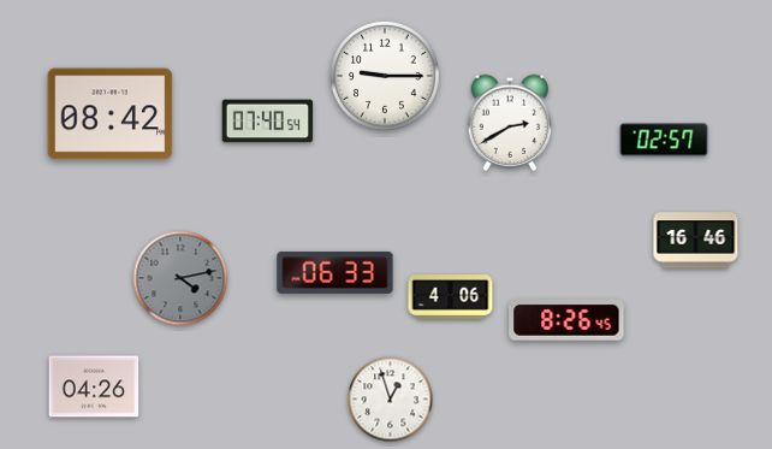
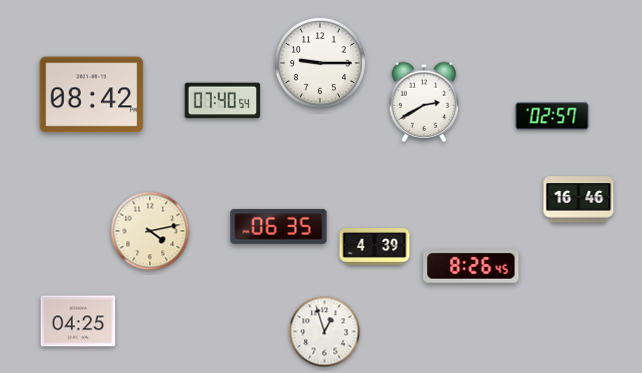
clock at (335, 272): 06:33 -> 06:35
clock at (180, 278) dial: grey -> cream
clock at (451, 297): 4:06 -> 4:39
clock at (94, 386): 04:26 -> 04:25
